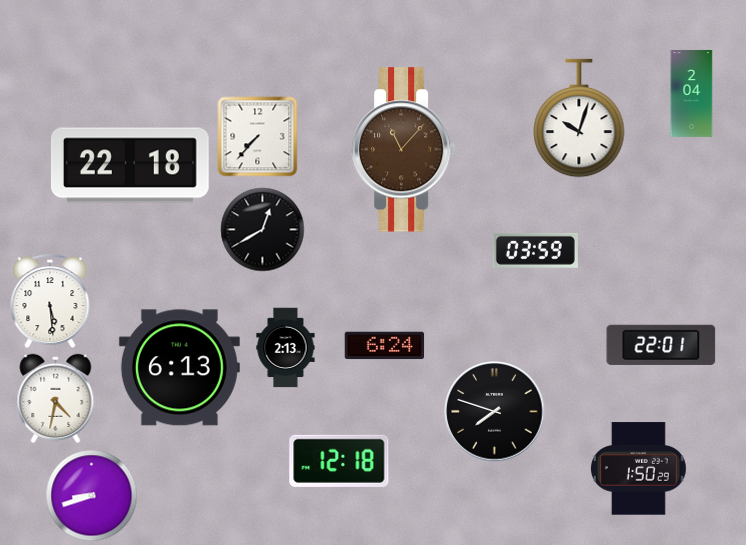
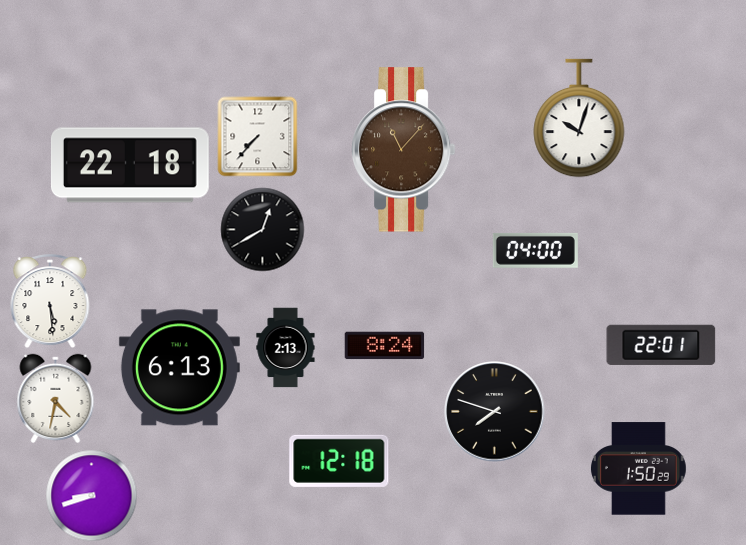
clock at (692, 93): 2:04 -> none
clock at (535, 250): 03:59 -> 04:00
clock at (385, 346): 6:24 -> 8:24
